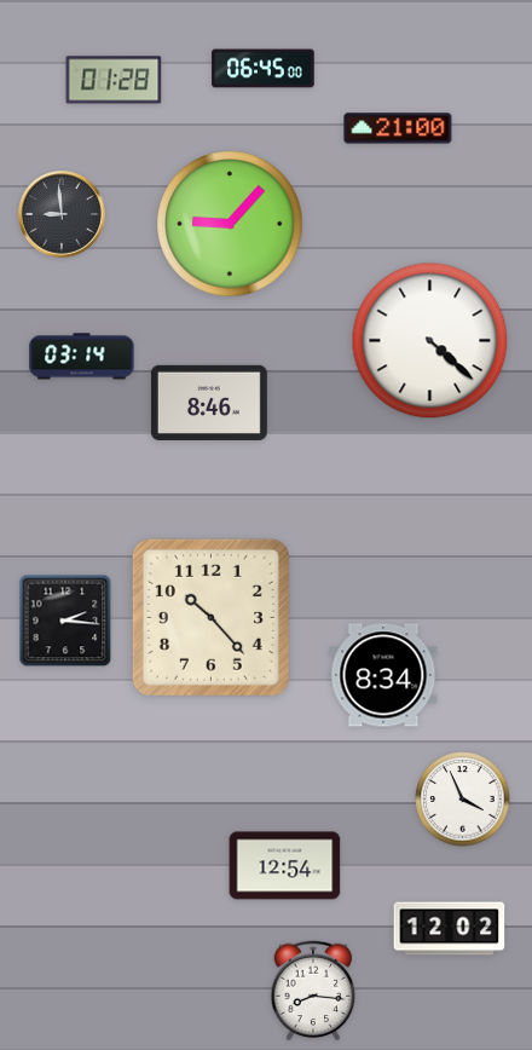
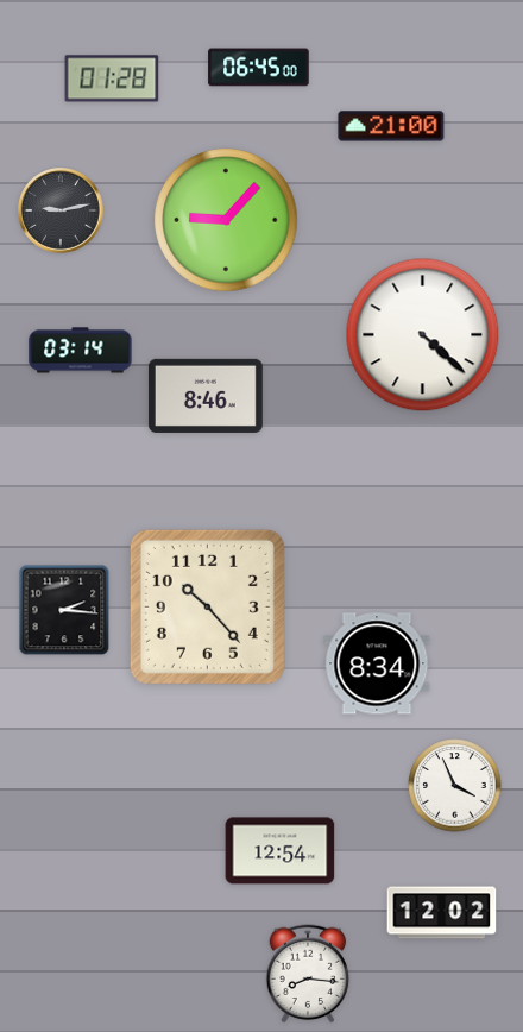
clock at (62, 214): 8:59 -> 9:13
